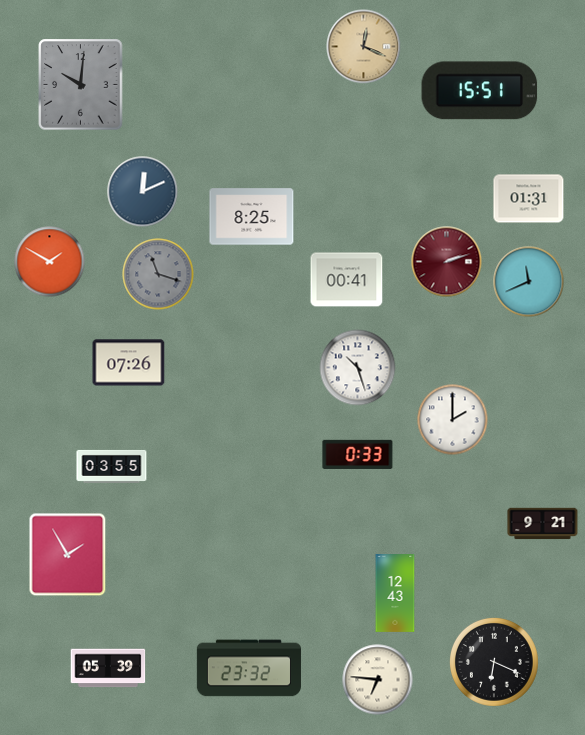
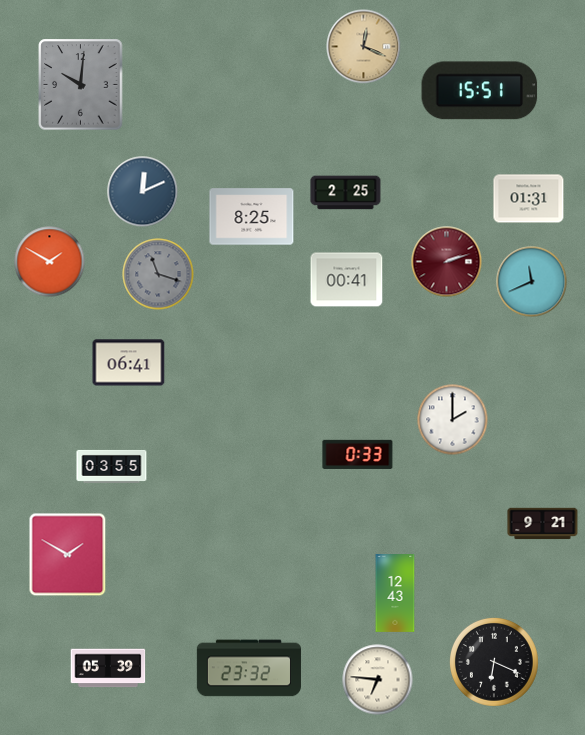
clock at (346, 193): none -> 2:25
clock at (529, 282) position: (529, 282) -> (532, 282)
clock at (129, 363): 07:26 -> 06:41
clock at (358, 368): 10:27 -> none
clock at (68, 555): 1:55 -> 1:50
